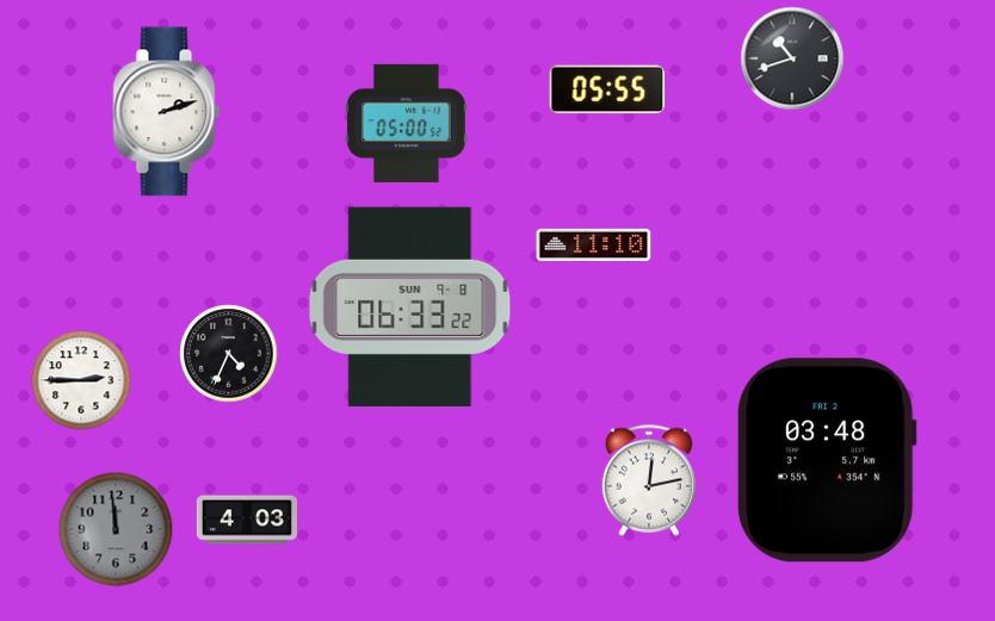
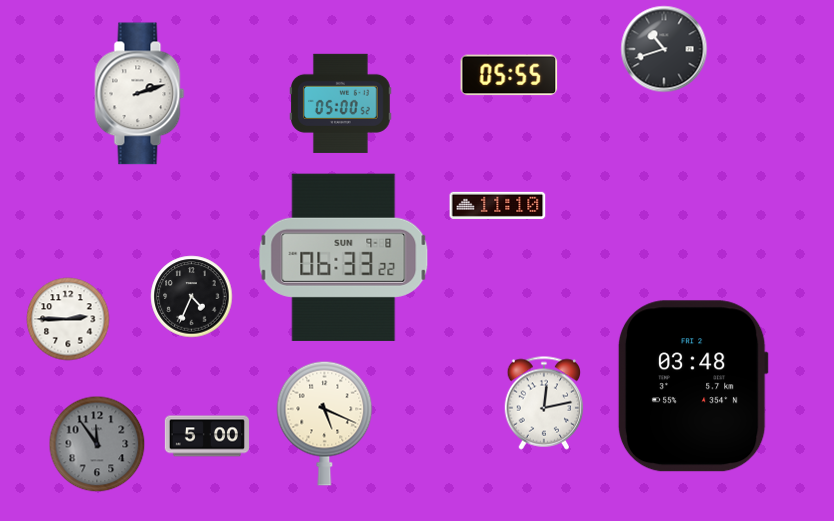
clock at (325, 423): none -> 5:19
clock at (247, 520): 4:03 -> 5:00
clock at (116, 529): 11:59 -> 11:54
